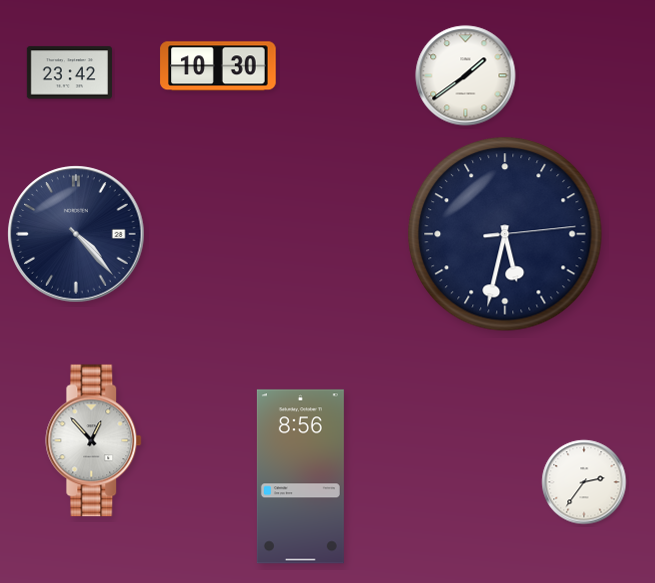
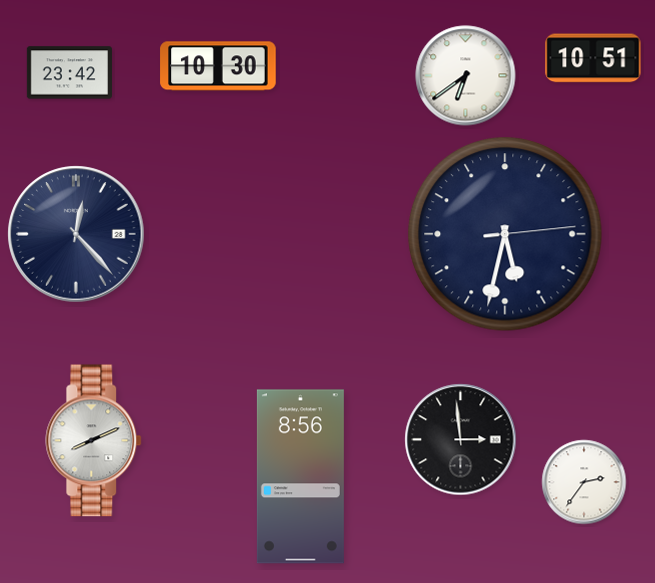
clock at (593, 58): none -> 10:51
clock at (466, 76): 1:39 -> 6:39
clock at (76, 234): 4:23 -> 12:23
clock at (461, 440): none -> 2:59
clock at (94, 441): 12:53 -> 8:11
